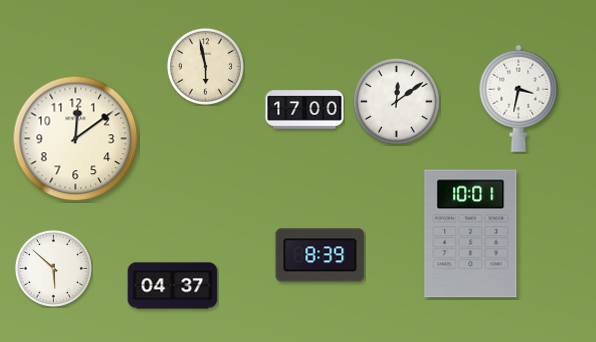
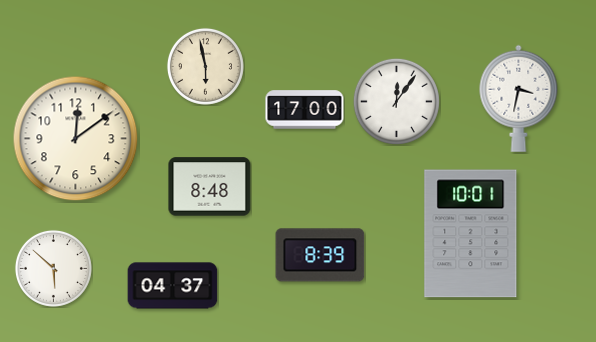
clock at (396, 101): 12:09 -> 12:06
clock at (210, 187): none -> 8:48
